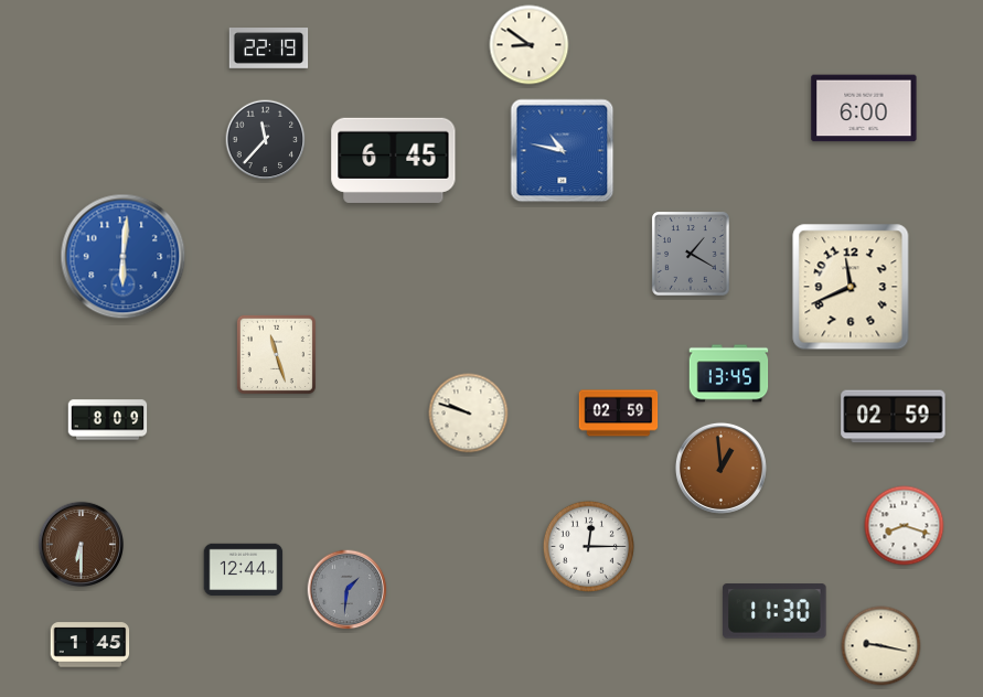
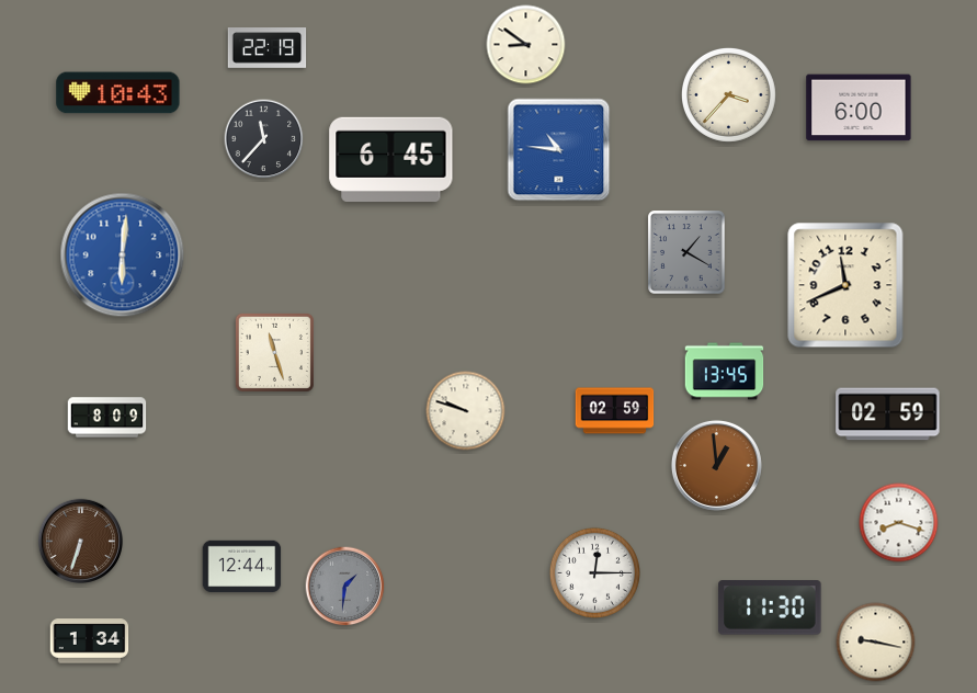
clock at (118, 93): none -> 10:43
clock at (728, 94): none -> 3:37
clock at (563, 151): 10:47 -> 10:46
clock at (81, 544): 6:30 -> 6:33
clock at (588, 546) position: (588, 546) -> (594, 572)
clock at (90, 645): 1:45 -> 1:34
